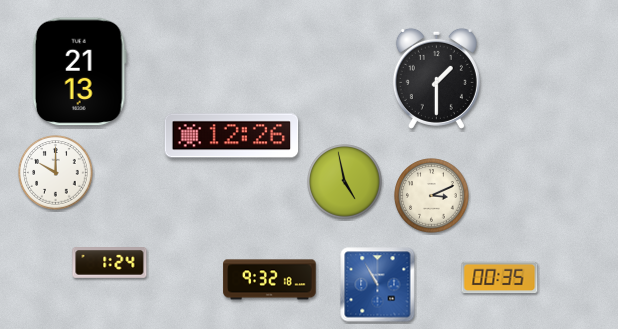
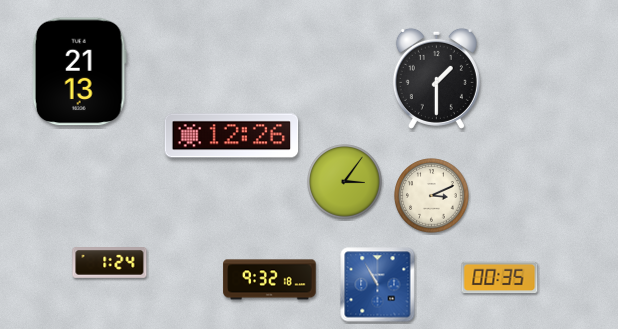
clock at (56, 173): 10:00 -> none
clock at (345, 182): 4:58 -> 3:06
